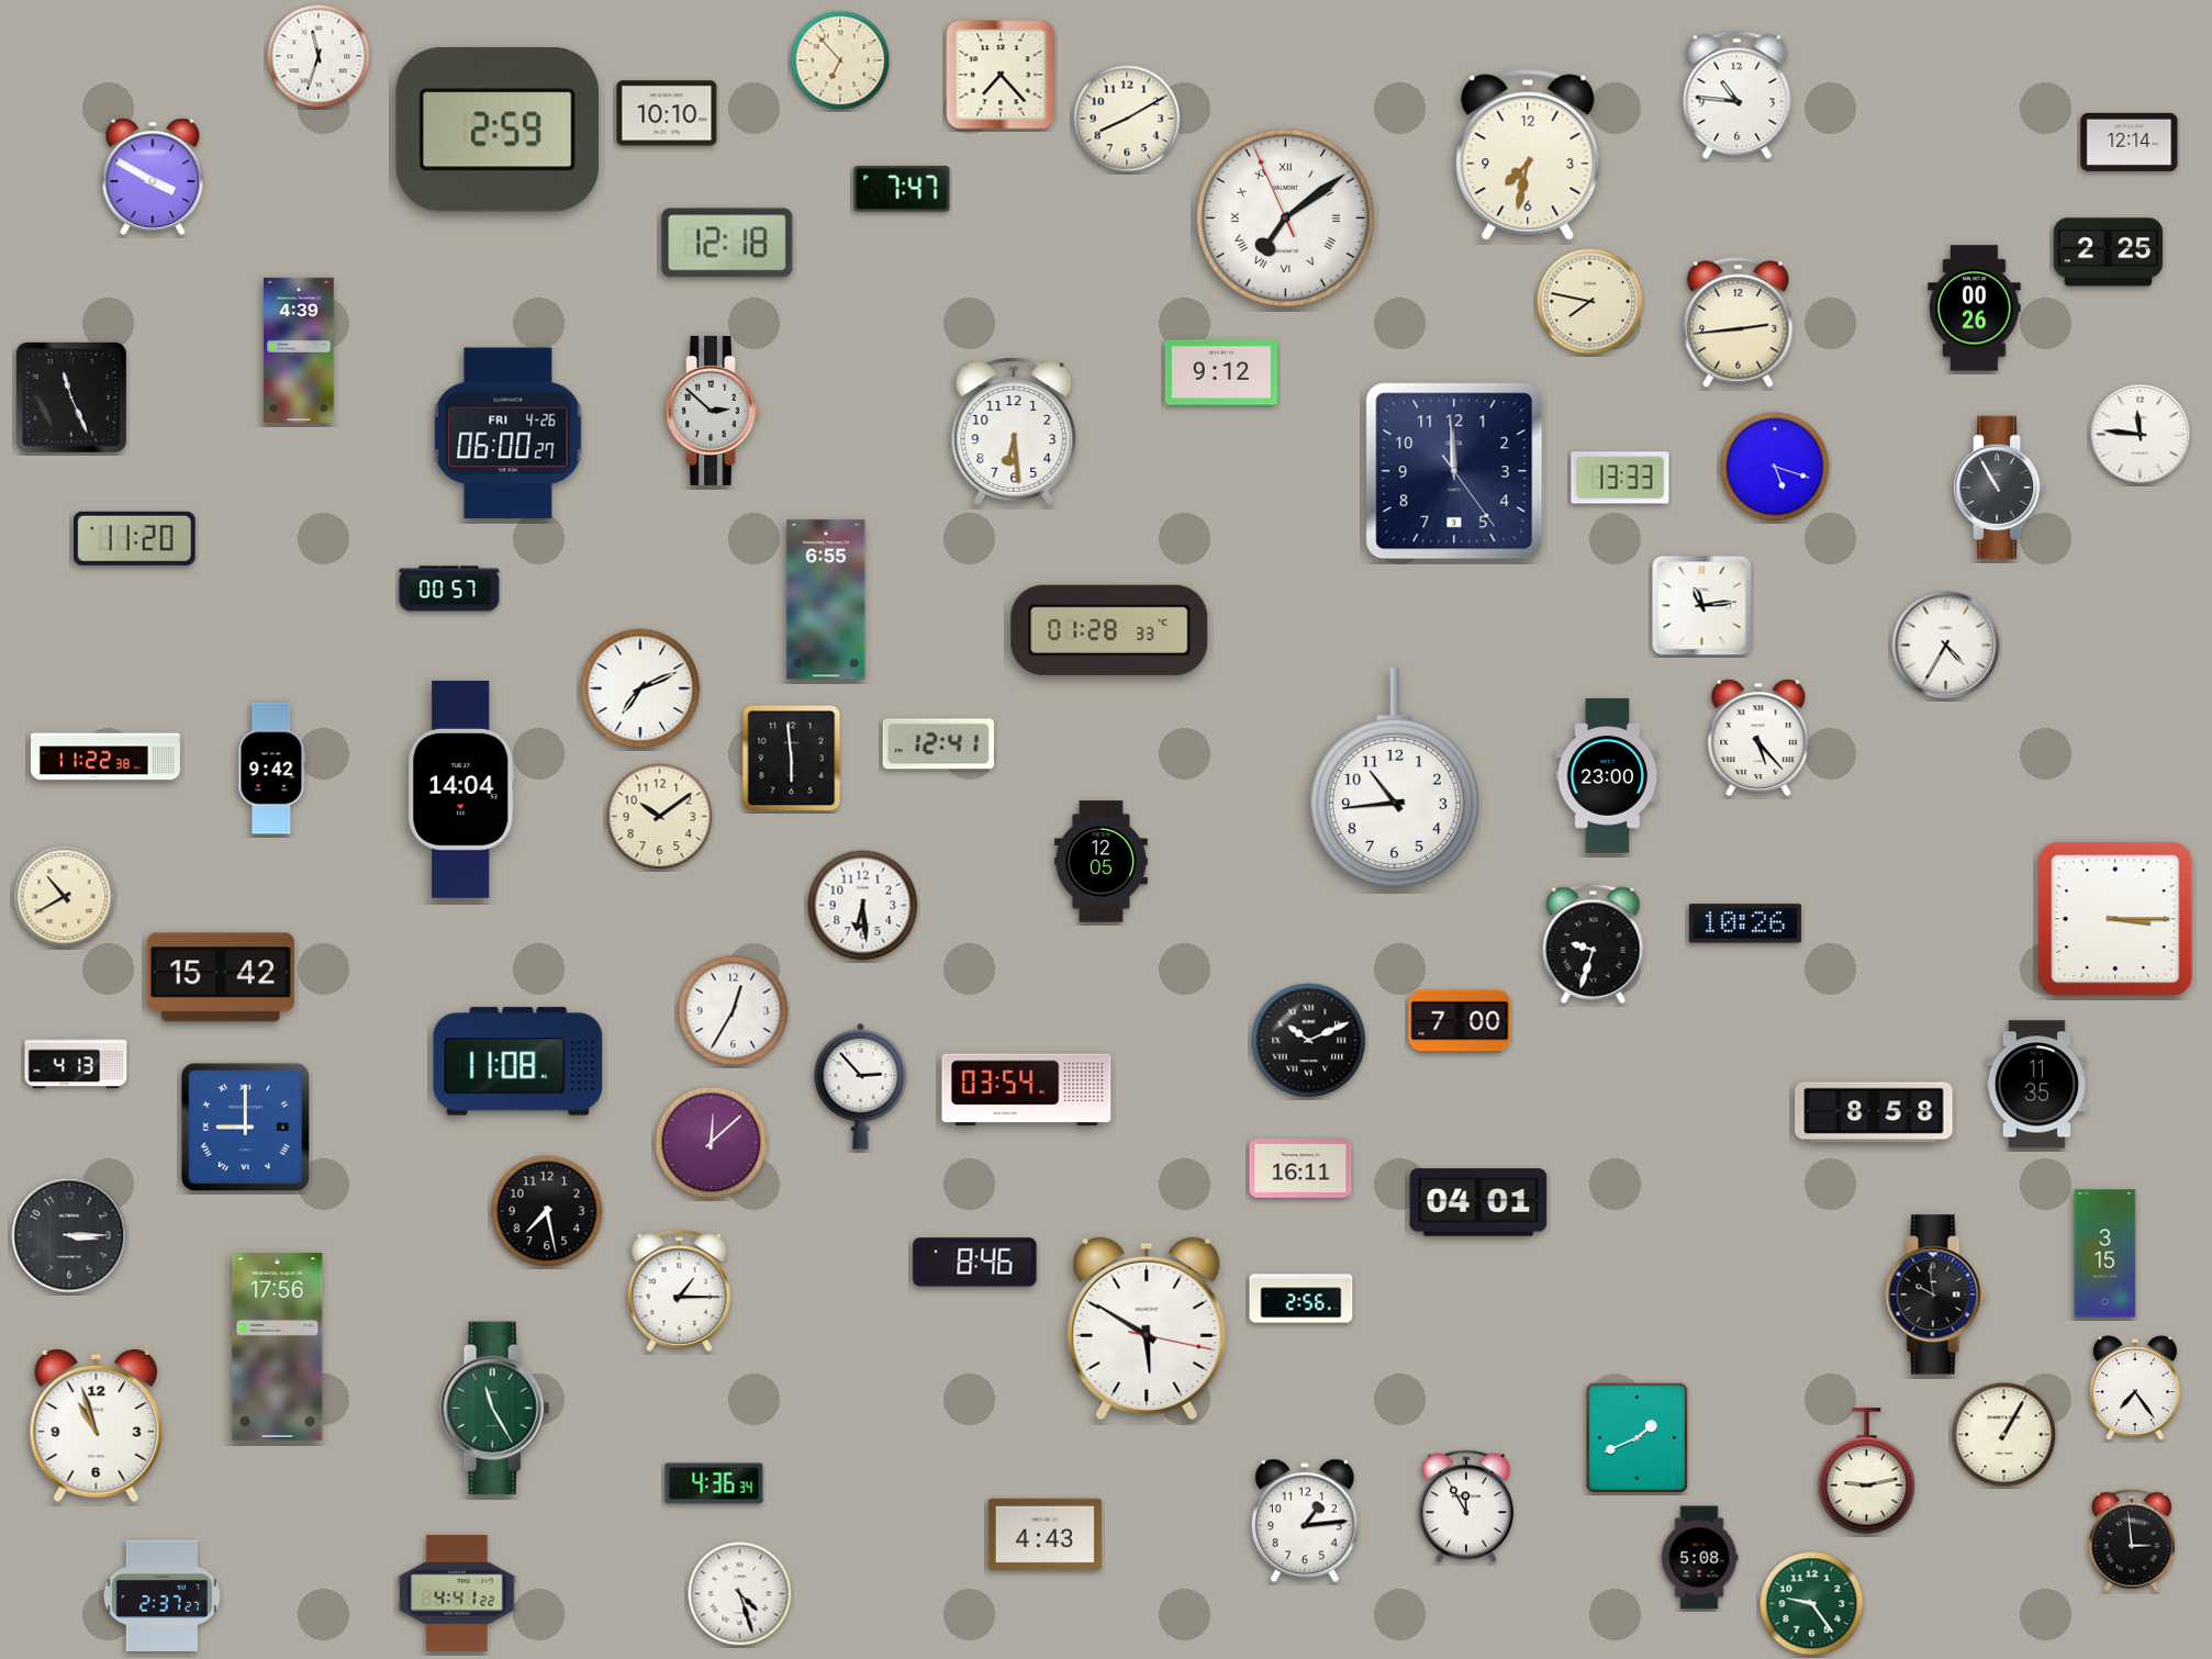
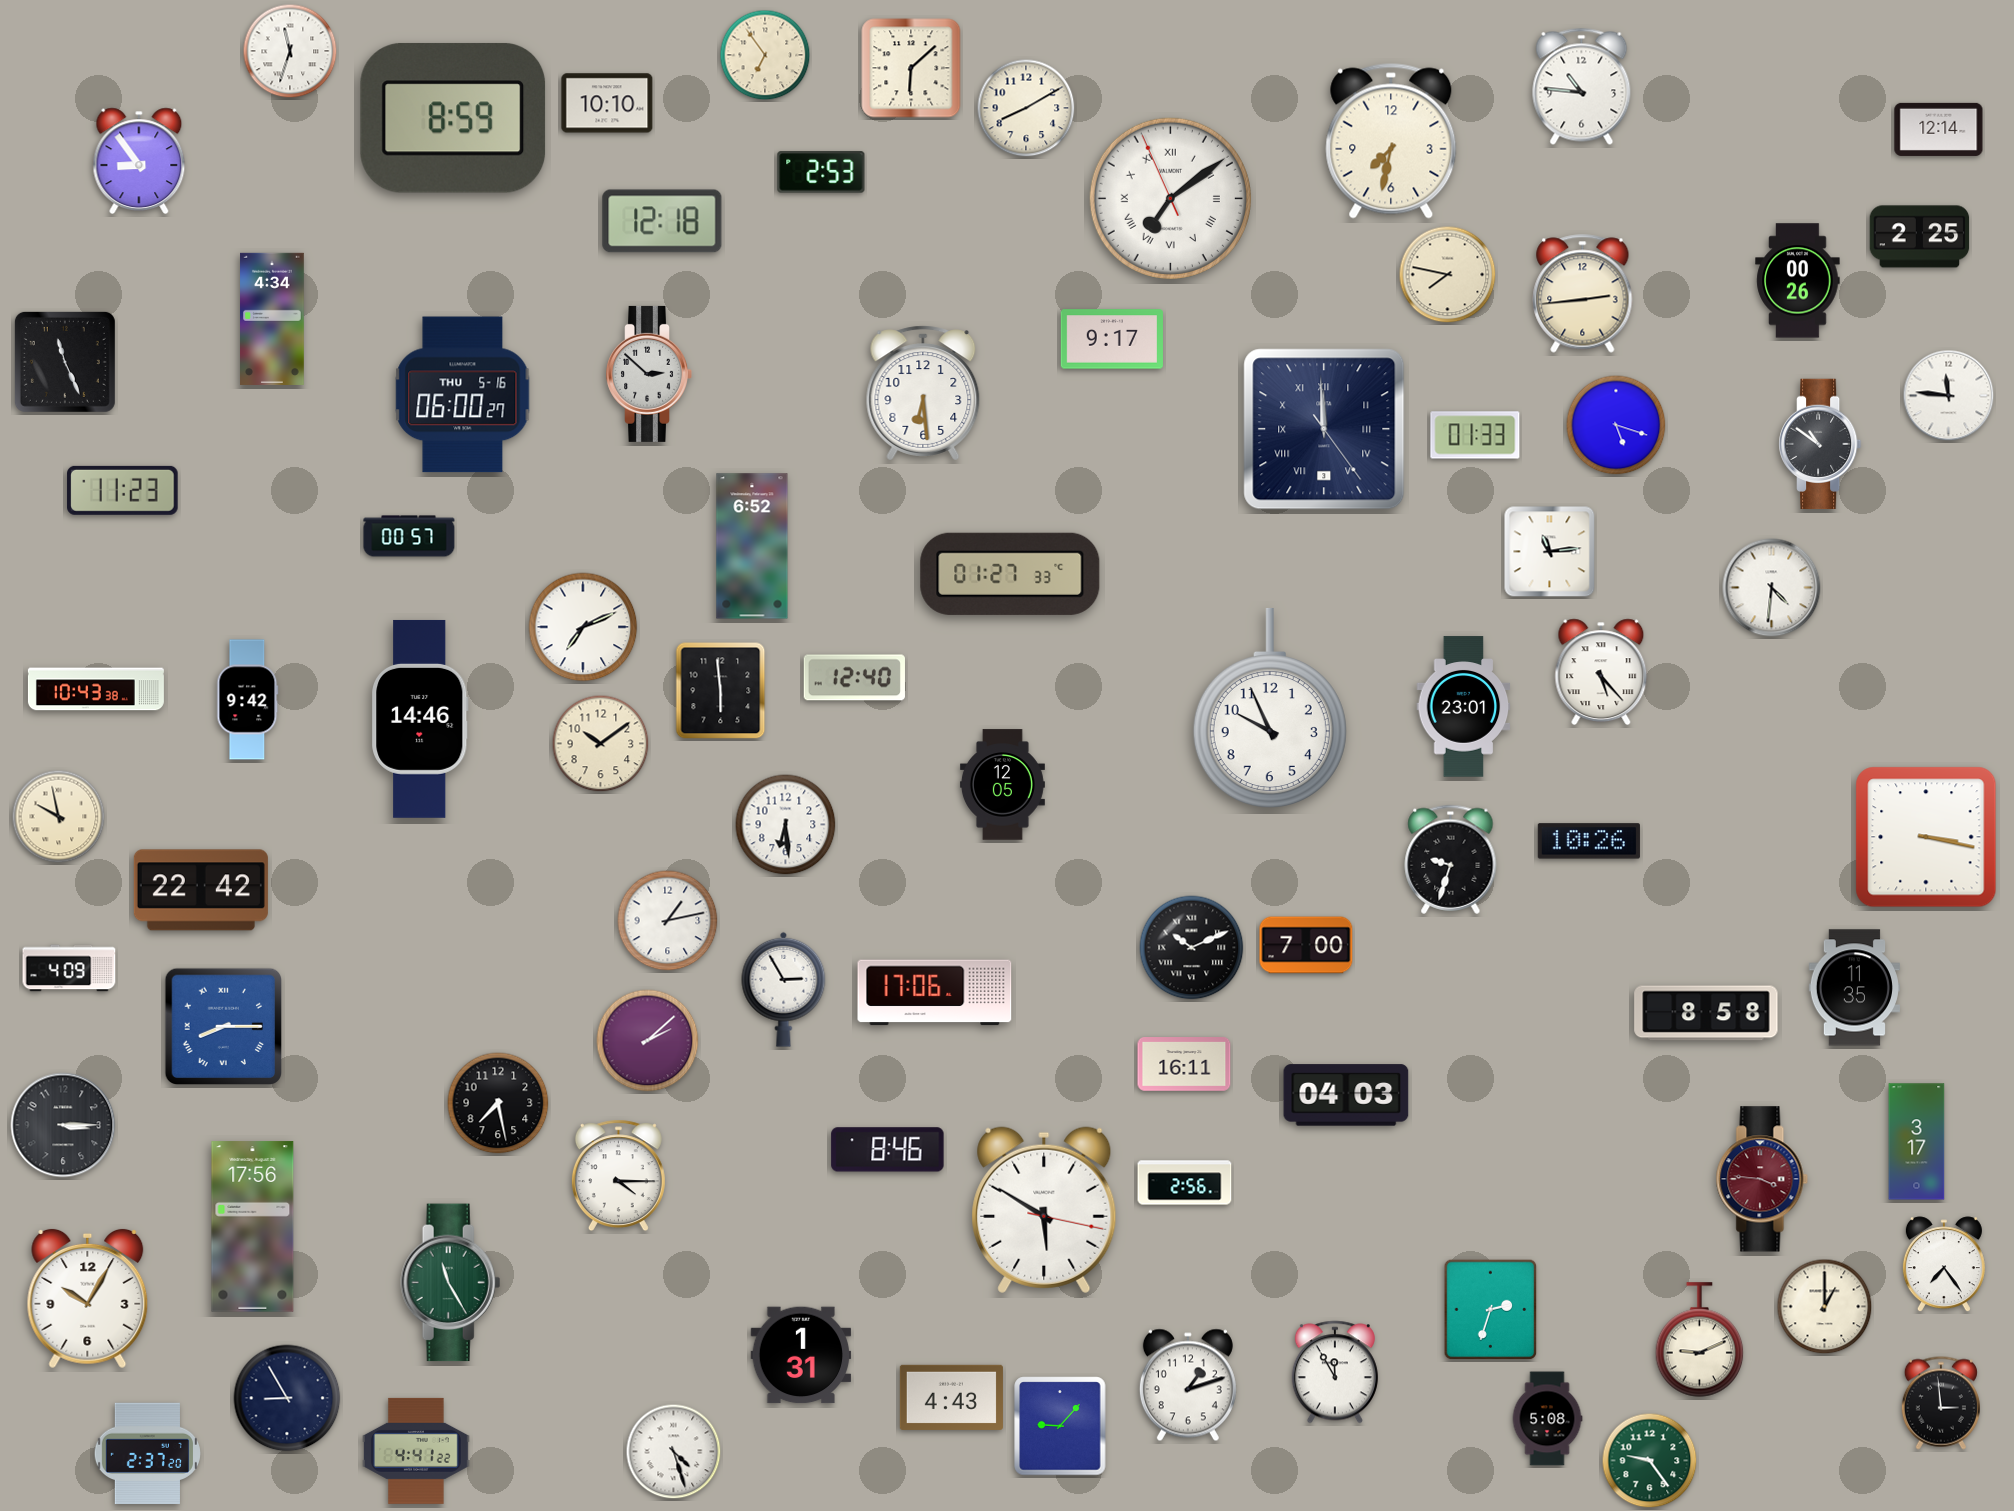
clock at (840, 60): 6:53 -> 6:54
clock at (1001, 75): 7:23 -> 6:08
clock at (498, 130): 2:59 -> 8:59
clock at (153, 177): 3:50 -> 8:54
clock at (902, 189): 7:47 -> 2:53
clock at (2109, 253) position: (2109, 253) -> (1920, 237)
clock at (299, 350): 4:39 -> 4:34
clock at (1221, 372): 9:12 -> 9:17
clock at (509, 434) date: FRI 4-26 -> THU 5-16
clock at (1454, 471) numerals: Arabic -> Roman
clock at (1620, 478): 13:33 -> 01:33
clock at (2000, 487): 10:55 -> 10:51
clock at (135, 538): 11:20 -> 11:23
clock at (826, 599): 6:55 -> 6:52
clock at (1109, 630): 01:28 -> 01:27
clock at (1946, 646): 4:35 -> 4:31
clock at (938, 744): 12:41 -> 12:40
clock at (105, 756): 11:22 -> 10:43
clock at (1608, 776): 23:00 -> 23:01
clock at (1395, 777): 10:44 -> 9:56
clock at (461, 789): 14:04 -> 14:46
clock at (65, 897): 10:40 -> 9:58
clock at (2115, 919): 3:15 -> 3:17
clock at (221, 977): 15:42 -> 22:42
clock at (734, 1011): 12:35 -> 1:13
clock at (1460, 1021) position: (1460, 1021) -> (1306, 945)
clock at (518, 1062): 11:08 -> none
clock at (76, 1063): 4:13 -> 4:09
clock at (861, 1086): 2:53 -> 2:55
clock at (1027, 1090): 03:54 -> 17:06
clock at (245, 1126): 9:00 -> 8:15
clock at (712, 1143): 12:08 -> 2:08
clock at (1478, 1202): 04:01 -> 04:03
clock at (2105, 1254): 3:15 -> 3:17
clock at (679, 1291): 1:15 -> 4:15
clock at (1935, 1294): 9:59 -> 3:46
clock at (1935, 1294) dial: black -> burgundy
clock at (97, 1426): 10:57 -> 10:05
clock at (2004, 1435): 1:05 -> 1:00
clock at (1638, 1438): 1:41 -> 2:33
clock at (1867, 1471): 9:13 -> 9:11
clock at (714, 1483): 4:36 -> none
clock at (801, 1355): none -> 1:31
clock at (1305, 1521): 1:14 -> 1:12
clock at (287, 1398): none -> 8:55
clock at (1060, 1426): none -> 9:07
clock at (161, 1596): 2:37:27 -> 2:37:20
